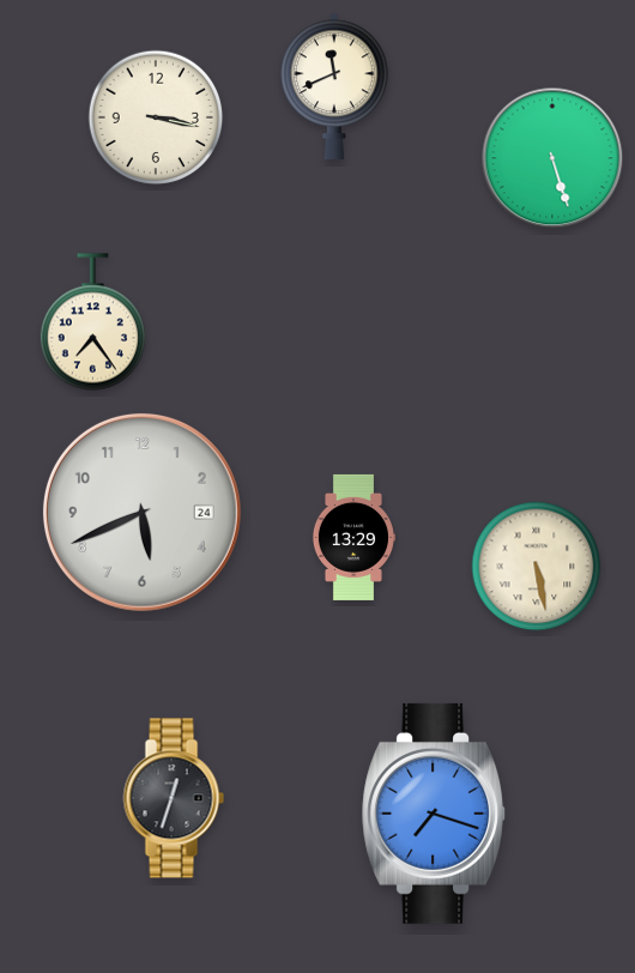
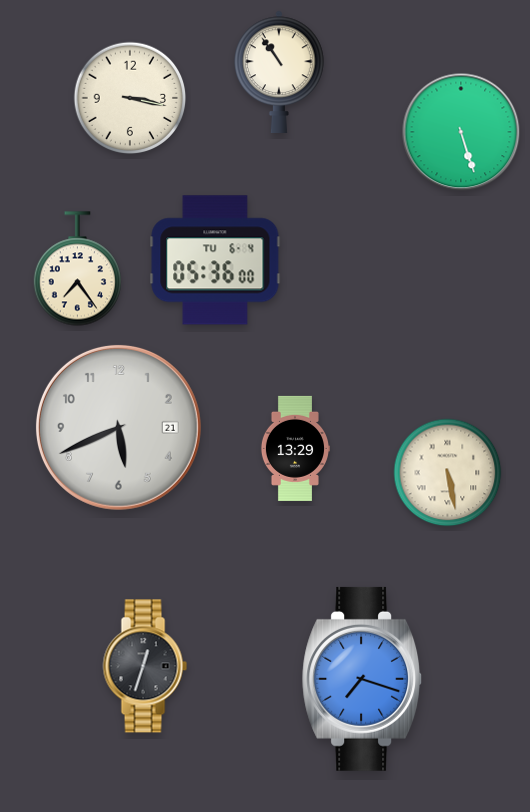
clock at (335, 85): 11:41 -> 10:54
clock at (215, 260): none -> 05:36
clock at (141, 512) date: 24 -> 21
